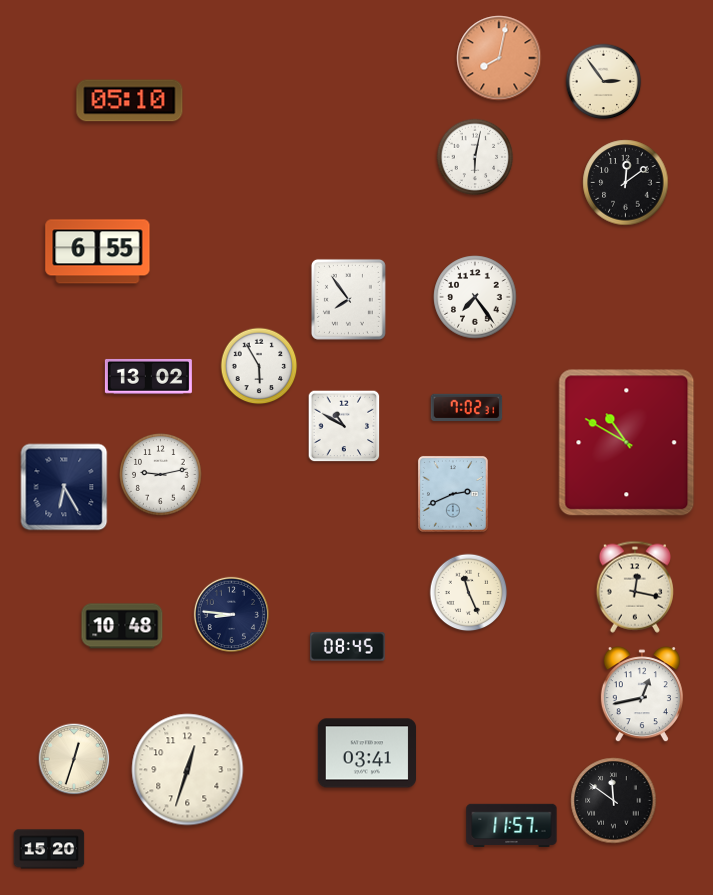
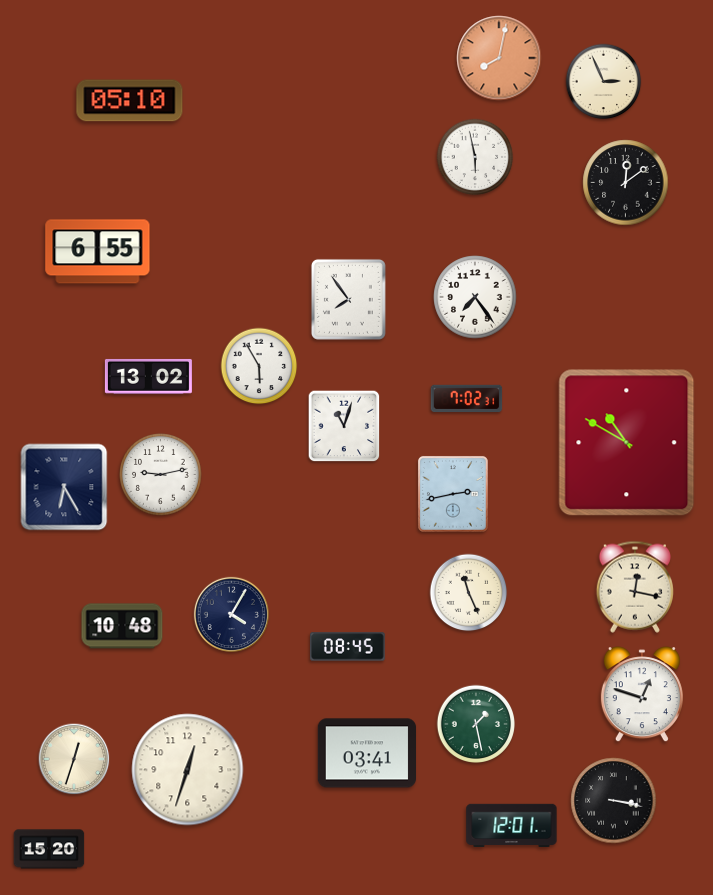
clock at (604, 82): 2:54 -> 2:56
clock at (475, 157): 6:02 -> 5:58
clock at (467, 408) position: (467, 408) -> (467, 399)
clock at (344, 426): 10:50 -> 11:03
clock at (453, 494): 2:41 -> 2:43
clock at (231, 614): 8:46 -> 4:05
clock at (642, 695): 12:43 -> 12:48
clock at (475, 723): none -> 1:28
clock at (614, 801): 11:51 -> 3:17
clock at (512, 825): 11:57 -> 12:01
